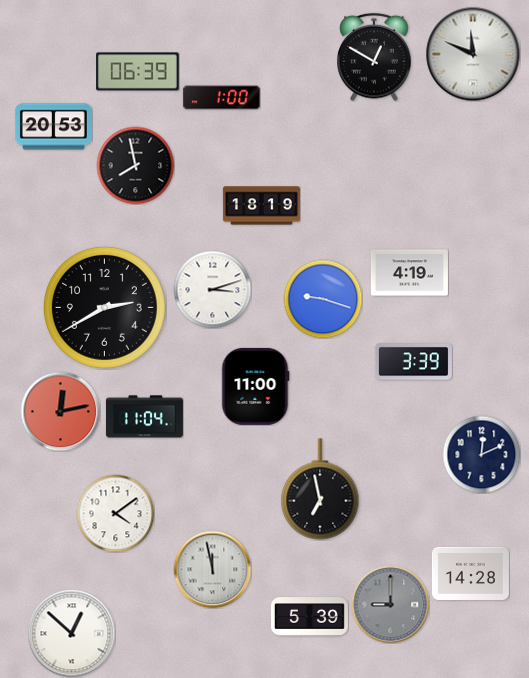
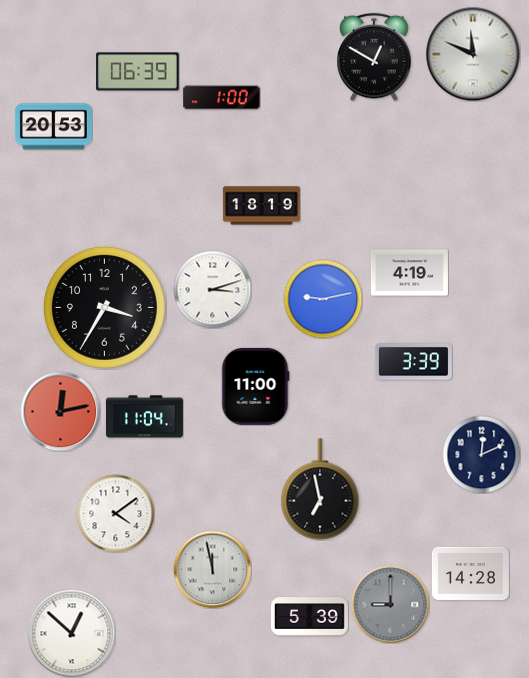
clock at (135, 165): 7:58 -> none
clock at (323, 299): 9:18 -> 9:13
clock at (104, 307): 2:40 -> 3:35
